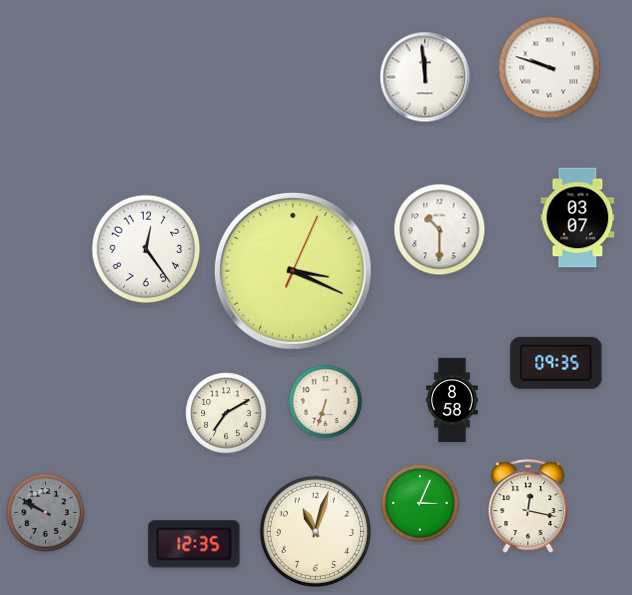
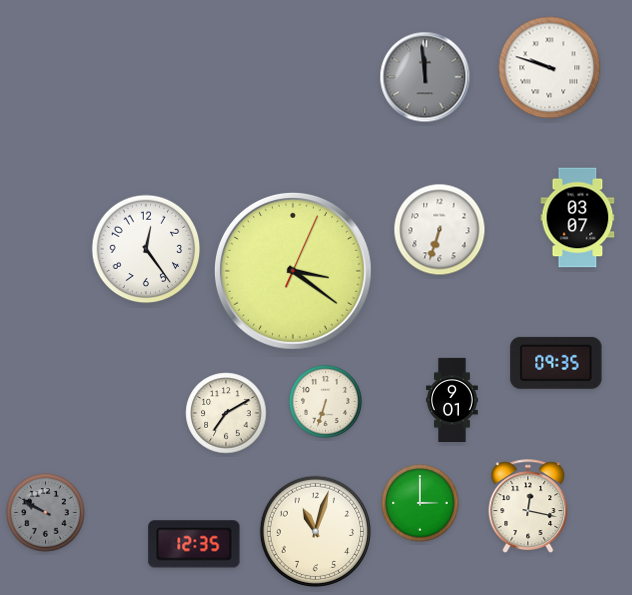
clock at (425, 77) dial: white -> grey
clock at (440, 230): 10:30 -> 6:33
clock at (293, 271): 3:19 -> 3:21
clock at (452, 399): 8:58 -> 9:01
clock at (420, 503): 3:04 -> 3:00
